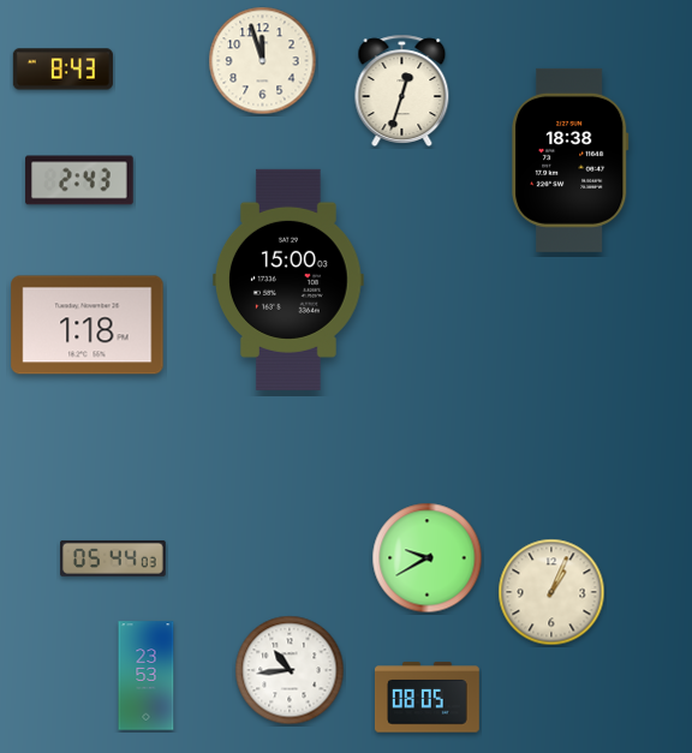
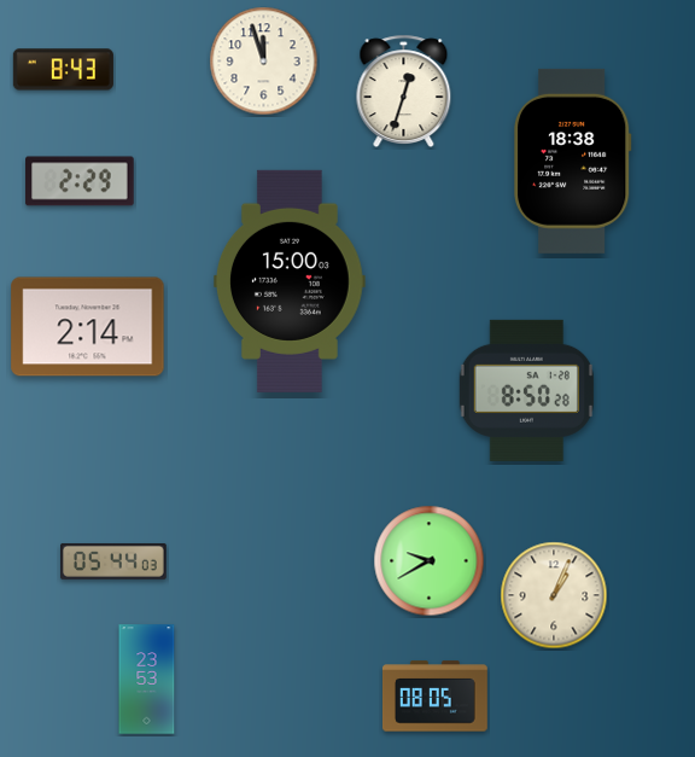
clock at (79, 180): 2:43 -> 2:29
clock at (88, 325): 1:18 -> 2:14
clock at (526, 390): none -> 8:50
clock at (290, 670): 10:44 -> none
clock at (426, 698) position: (426, 698) -> (434, 697)
